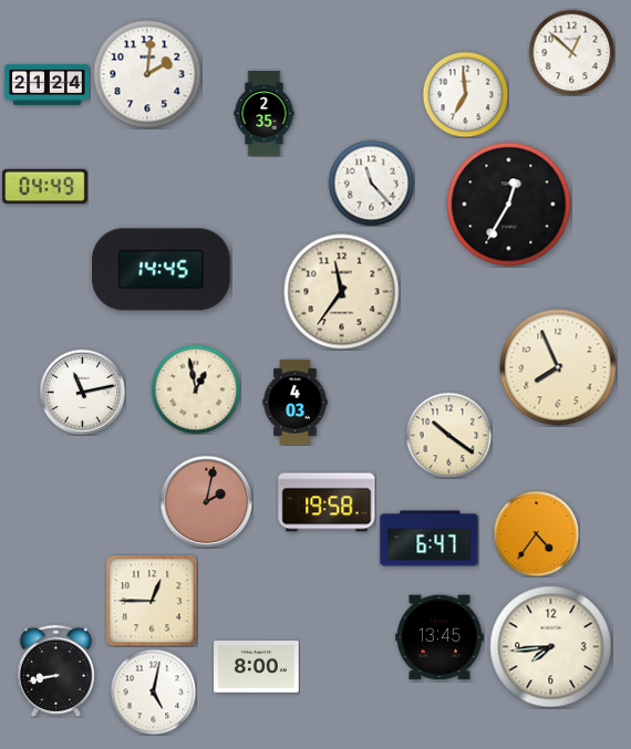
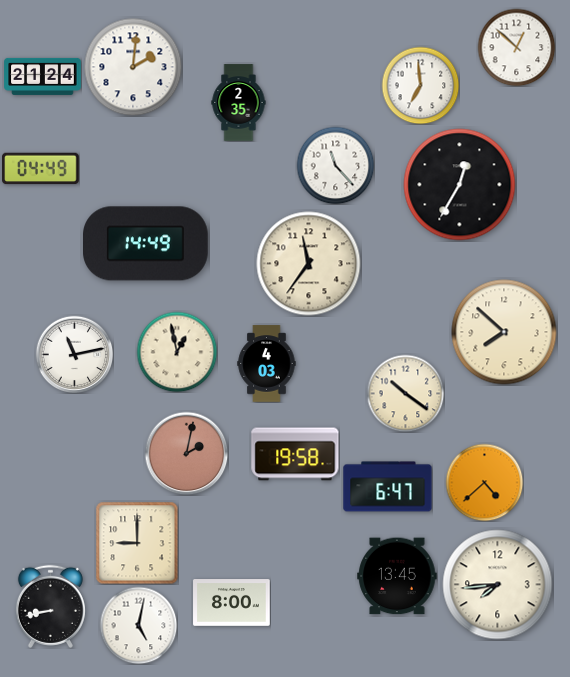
clock at (162, 270): 14:45 -> 14:49
clock at (558, 367): 7:56 -> 7:52
clock at (536, 533): 4:36 -> 4:38
clock at (152, 601): 12:45 -> 9:00
